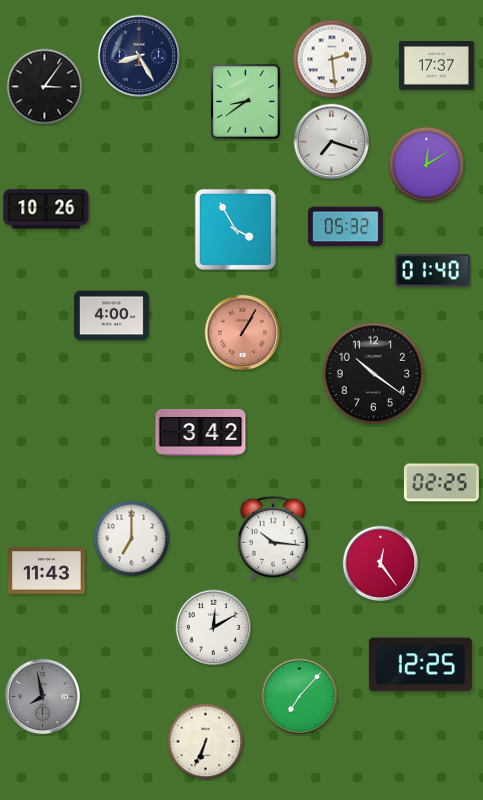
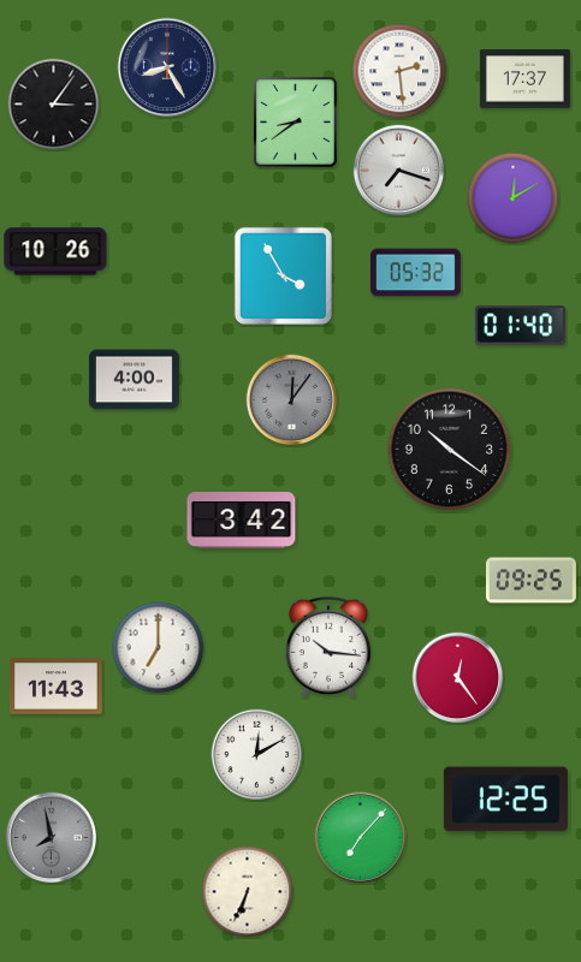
clock at (243, 333): 1:05 -> 12:06
clock at (243, 333) dial: salmon -> grey
clock at (441, 483): 02:25 -> 09:25
